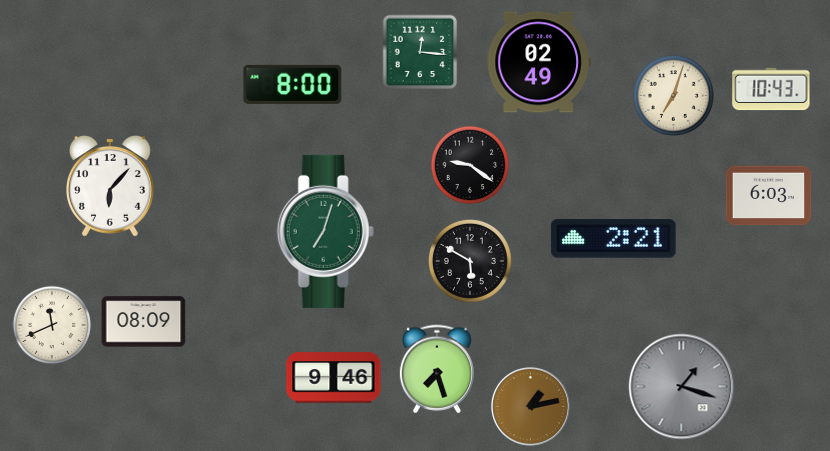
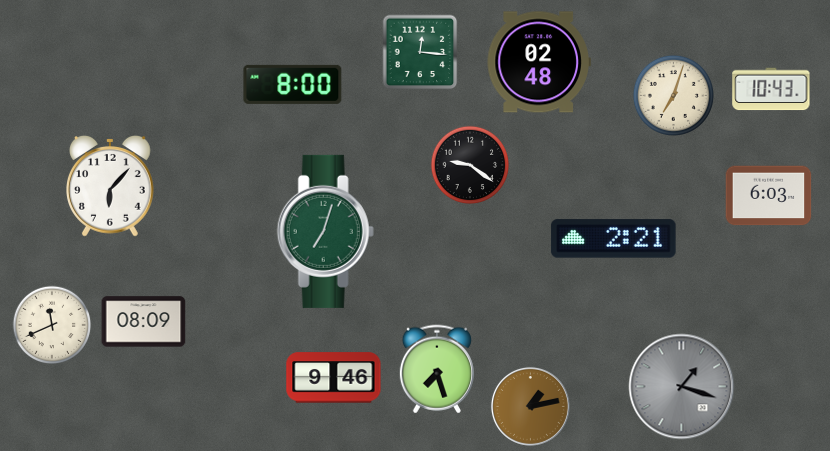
clock at (539, 62): 02:49 -> 02:48
clock at (470, 261): 5:50 -> none
